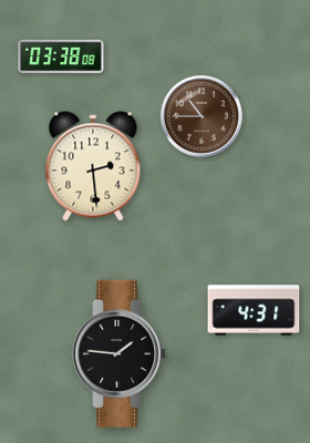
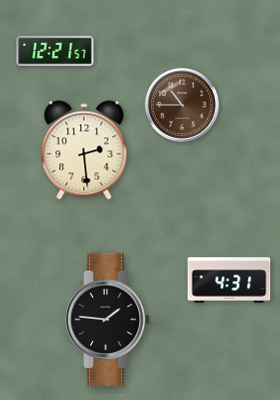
clock at (61, 55): 03:38 -> 12:21
